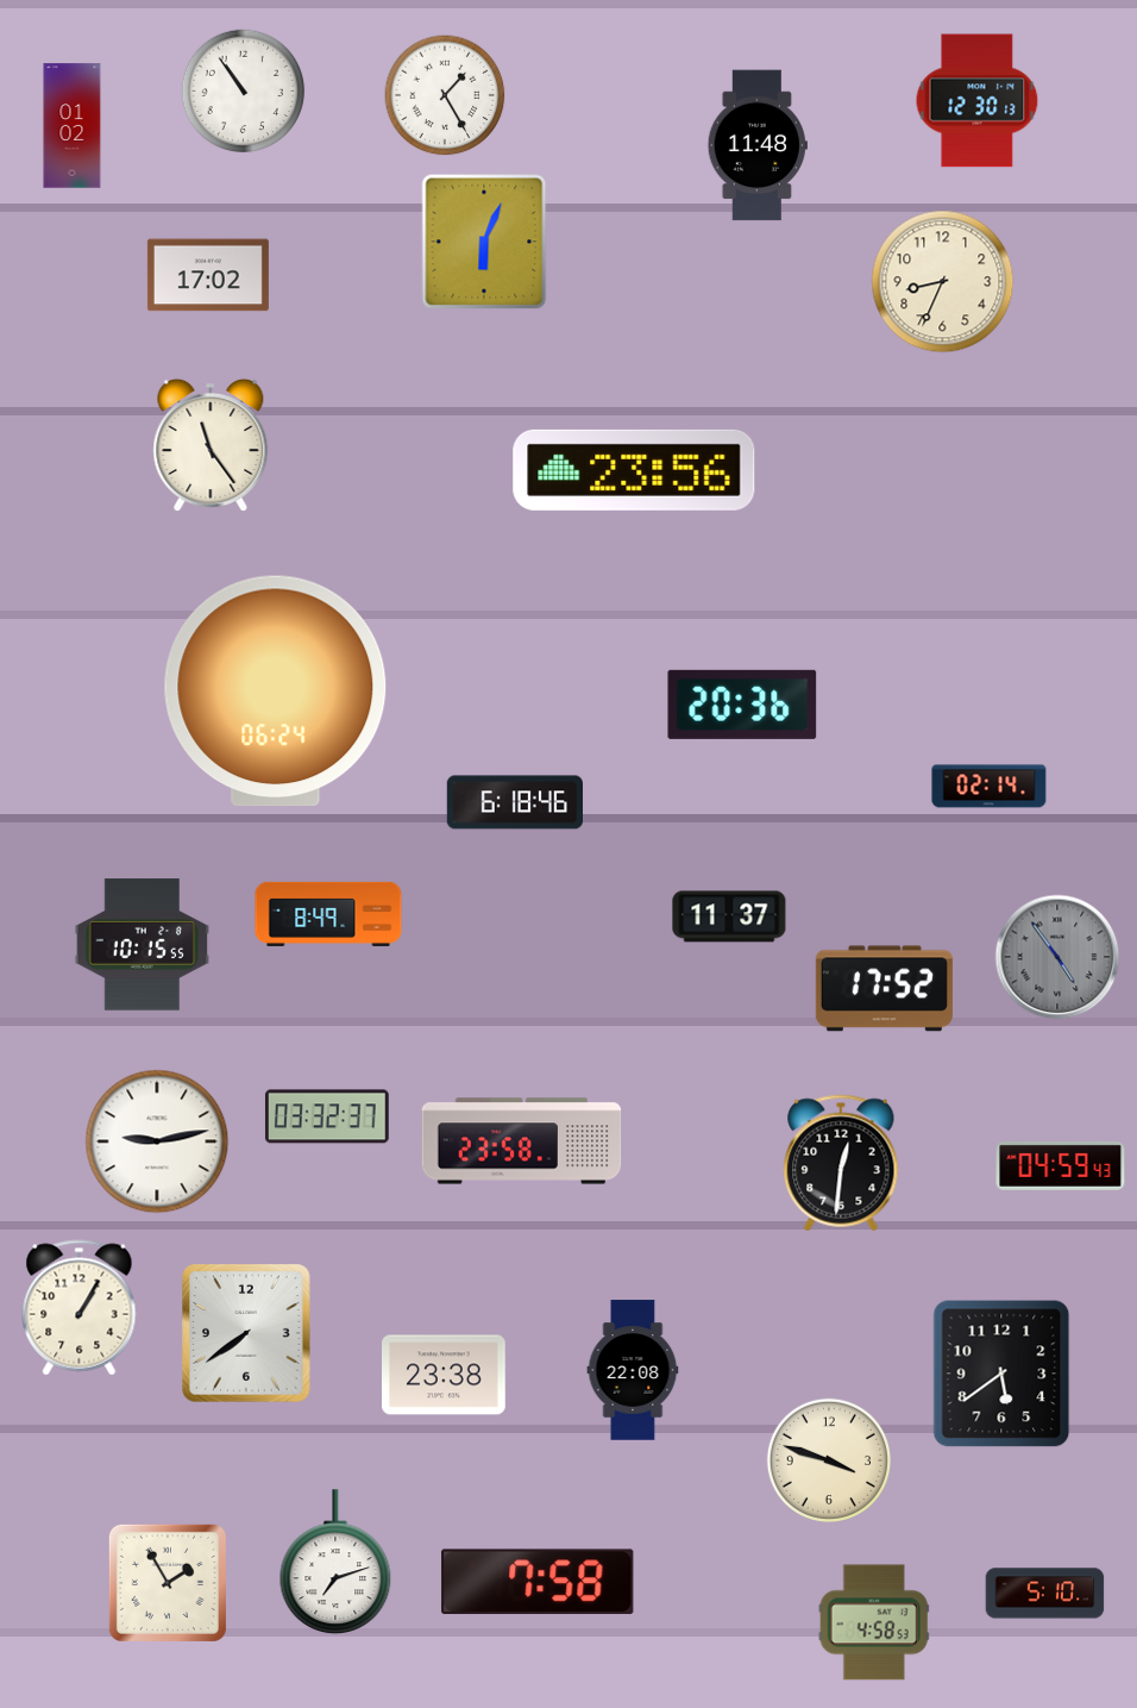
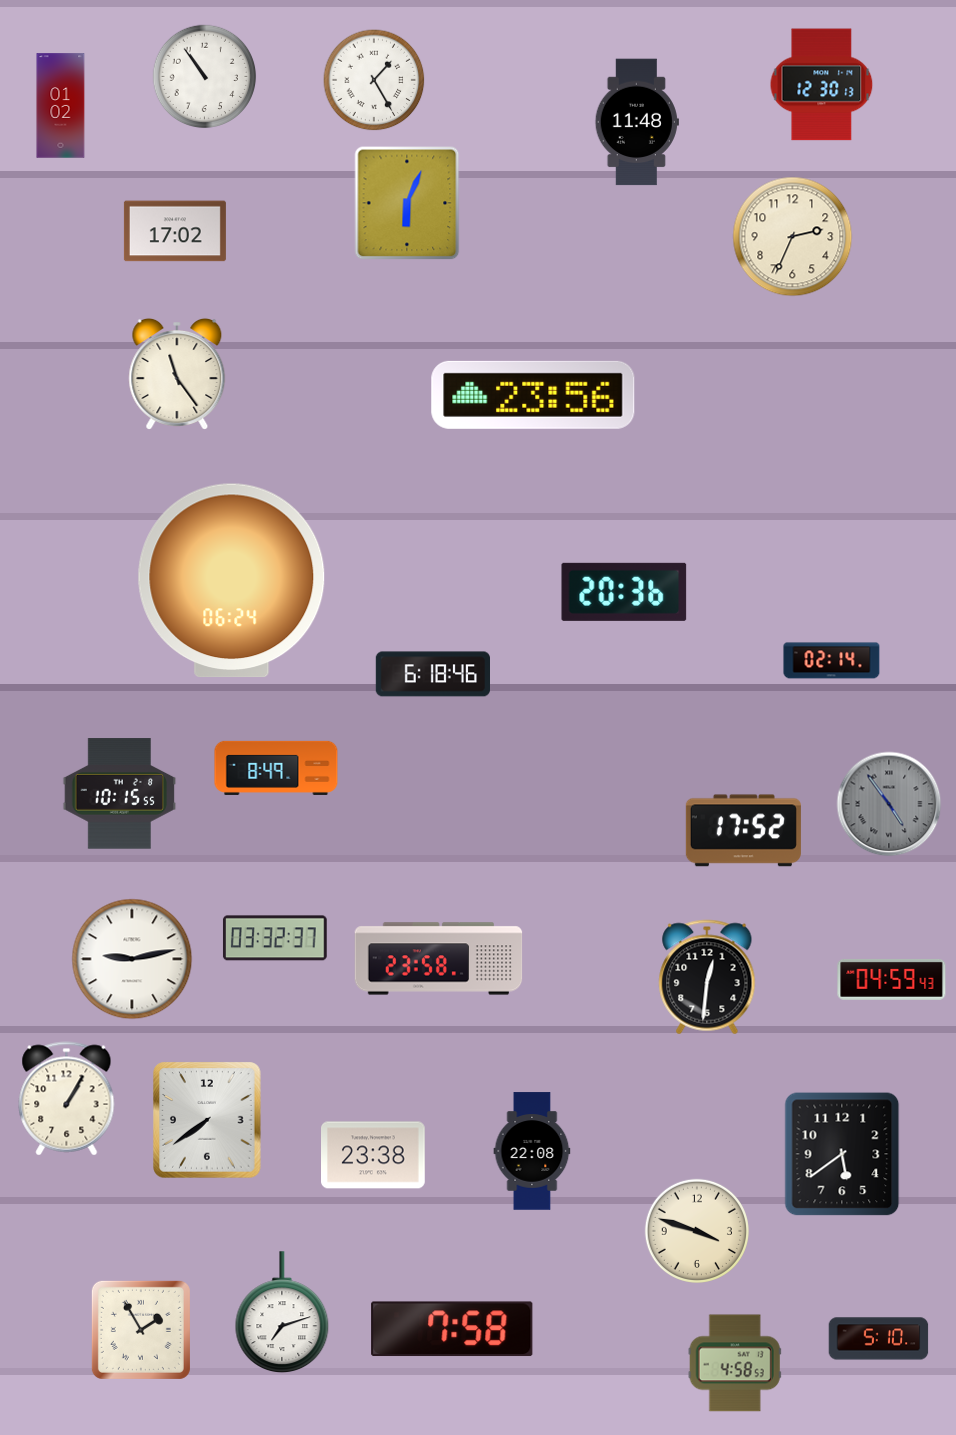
clock at (943, 282): 8:34 -> 2:34
clock at (729, 916): 11:37 -> none
clock at (828, 1459) position: (828, 1459) -> (696, 1230)
